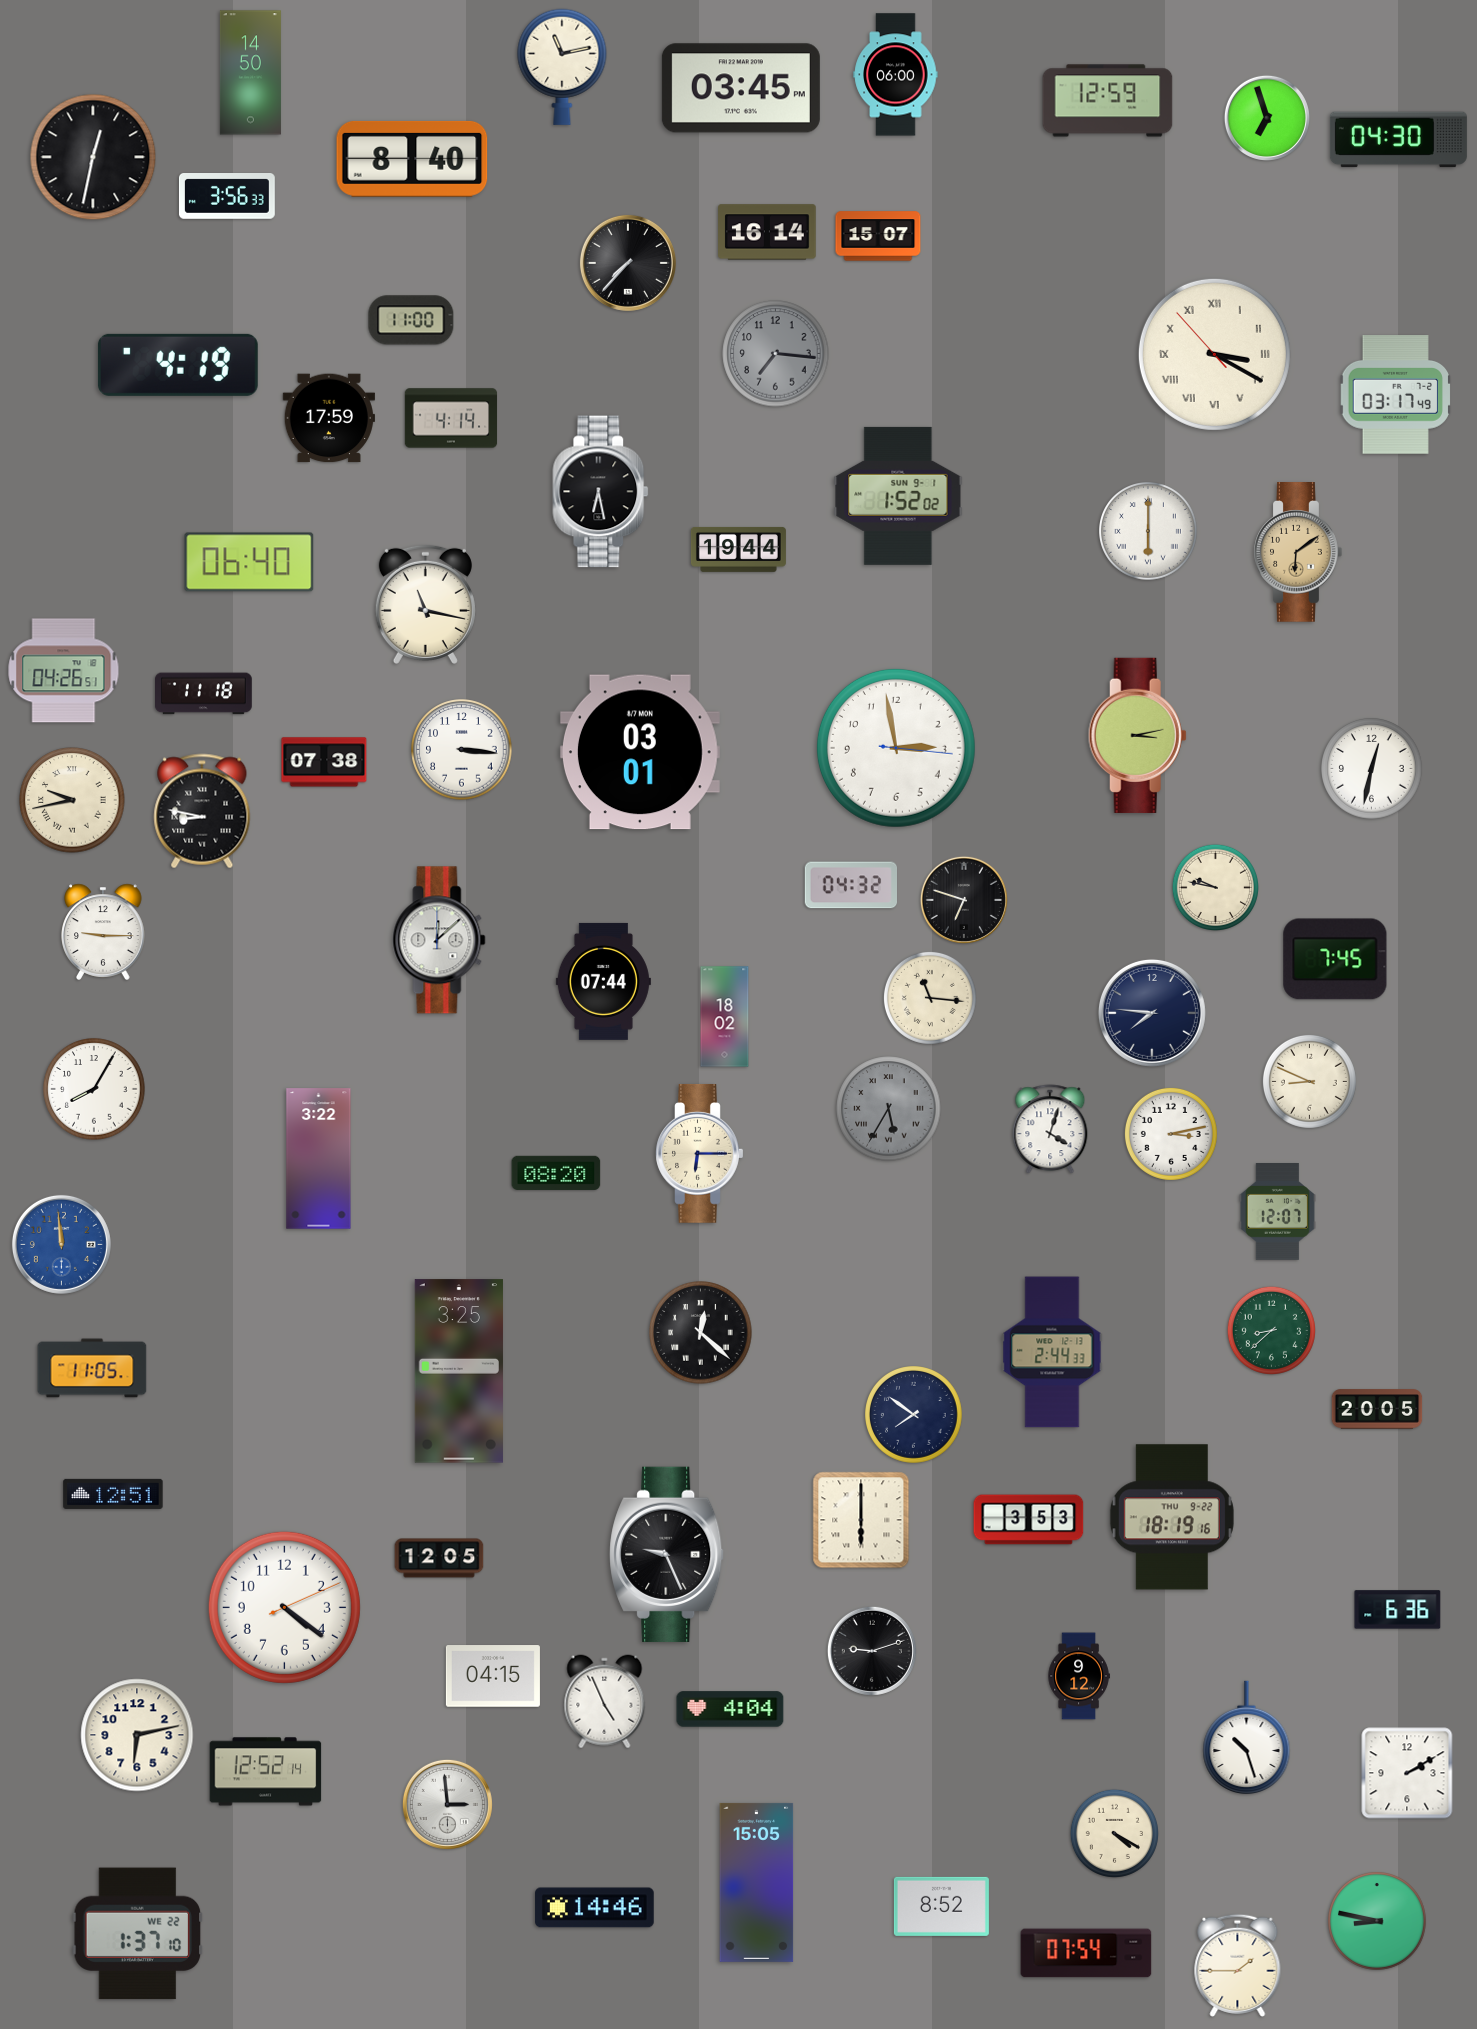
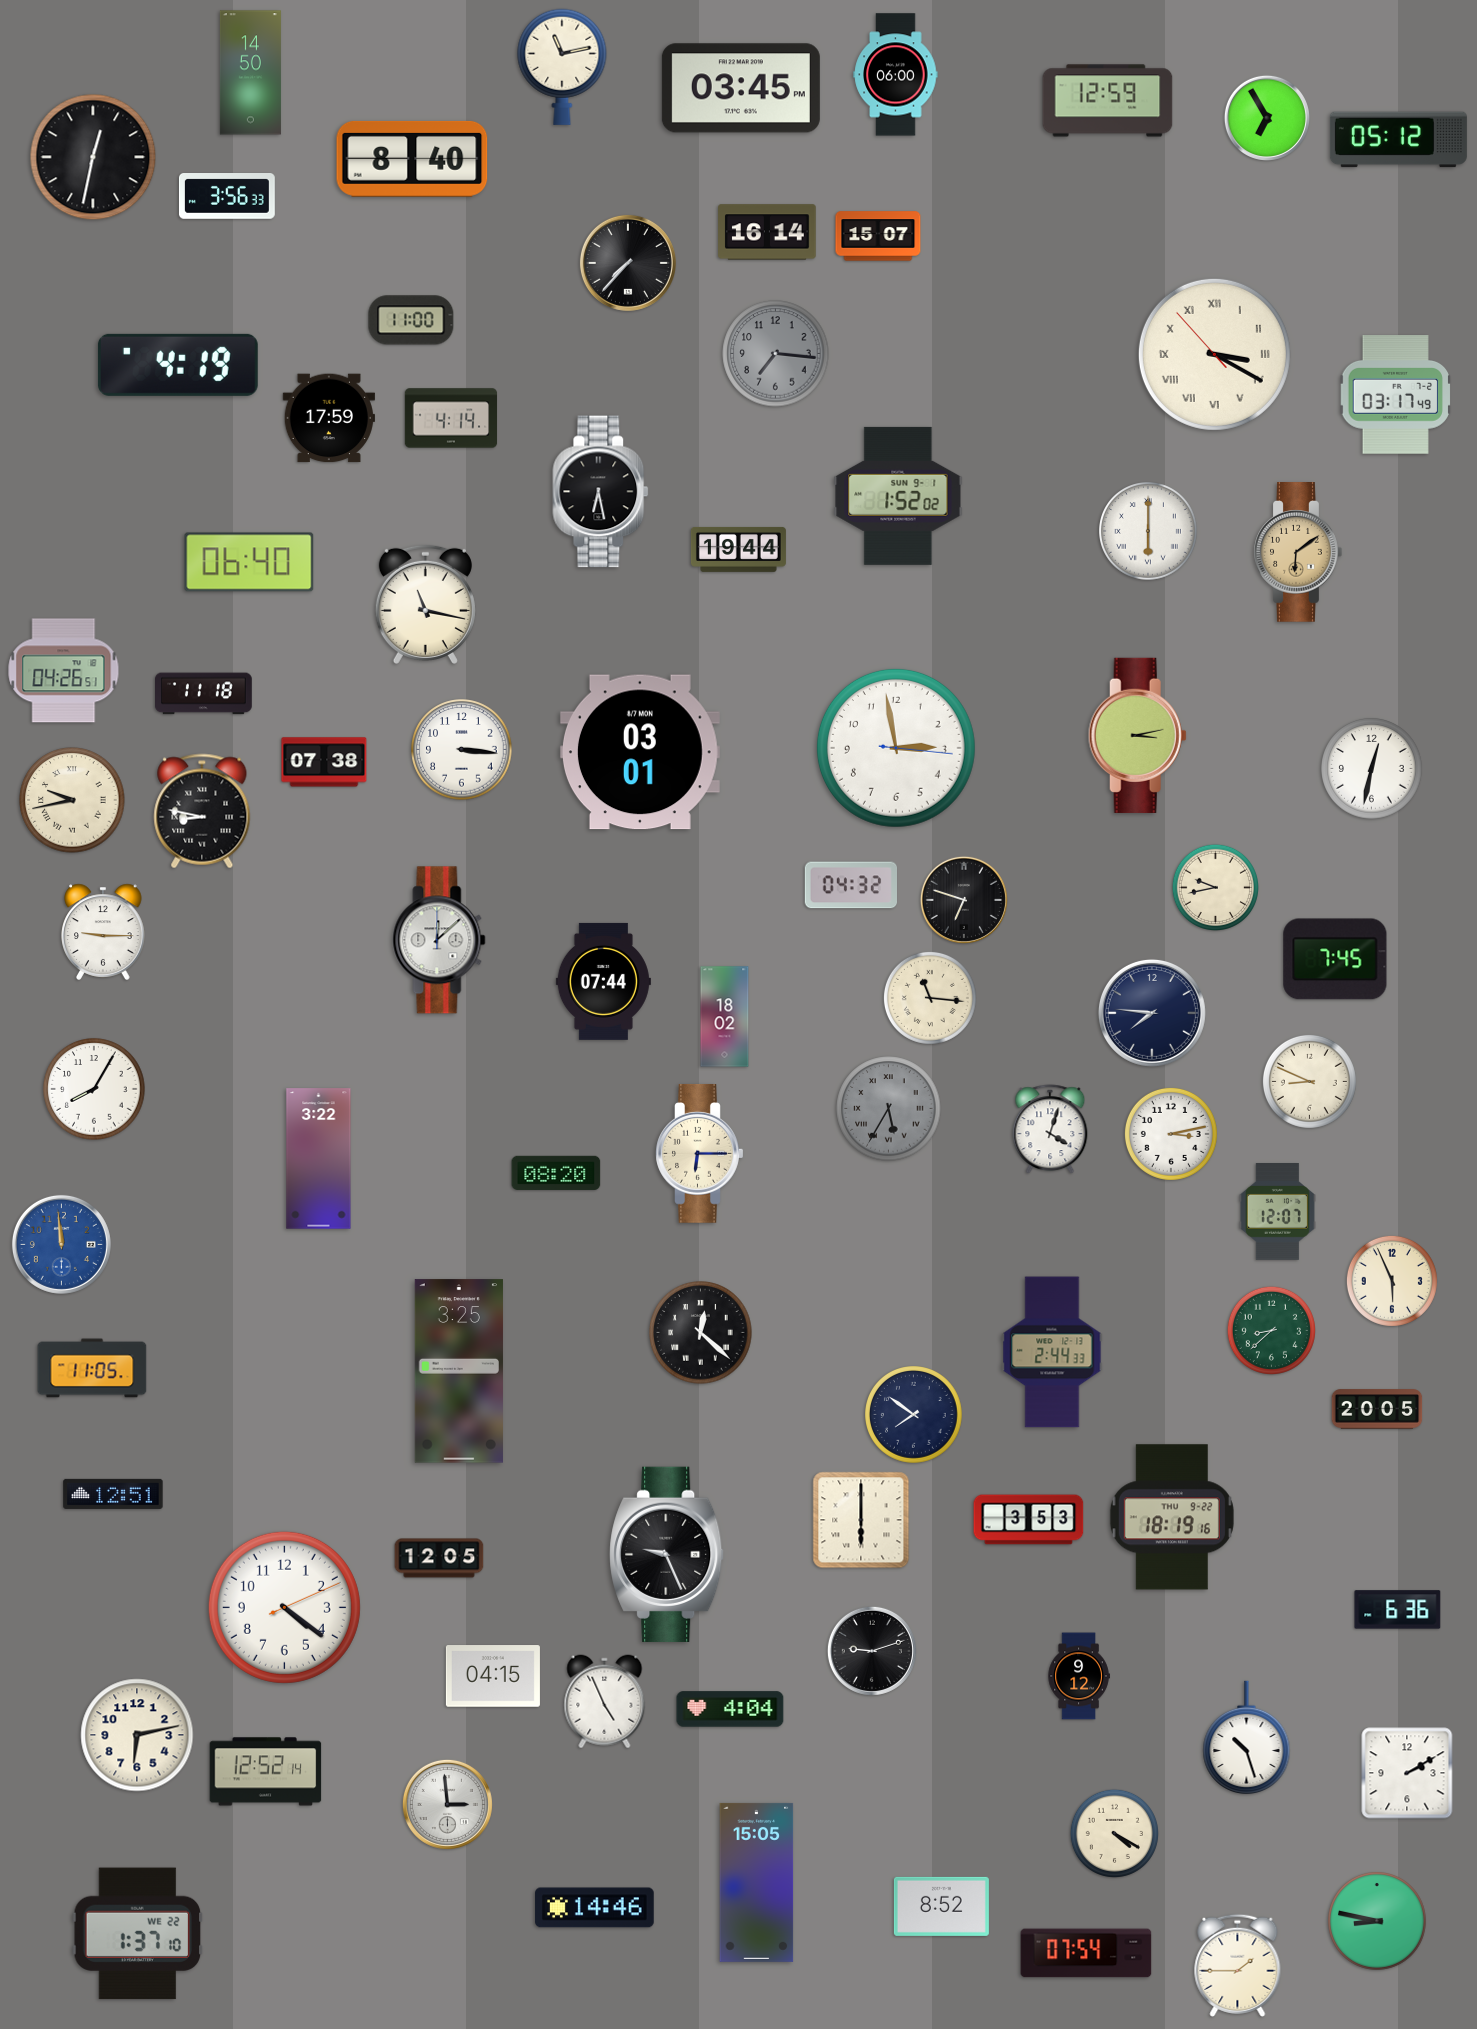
clock at (1267, 118): 6:57 -> 6:55
clock at (1398, 140): 04:30 -> 05:12
clock at (1215, 887): 9:47 -> 9:43
clock at (1392, 1281): none -> 5:56
